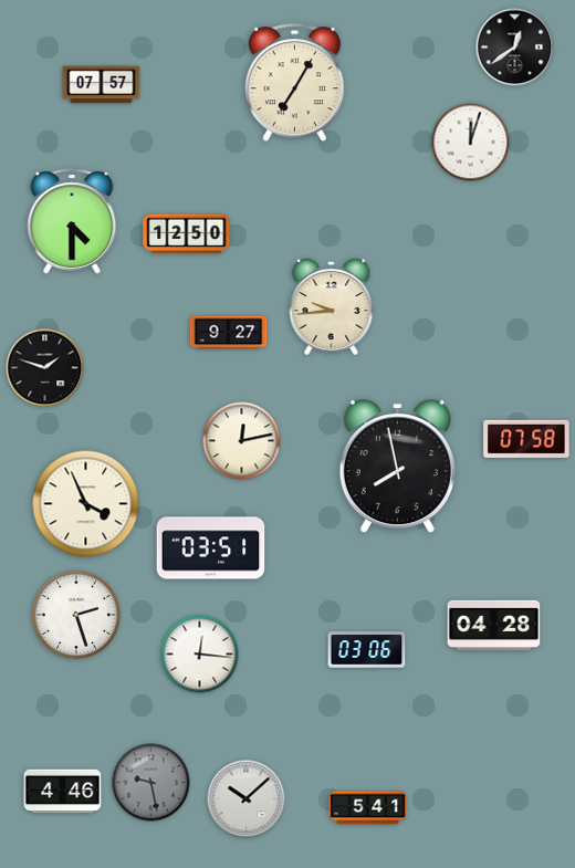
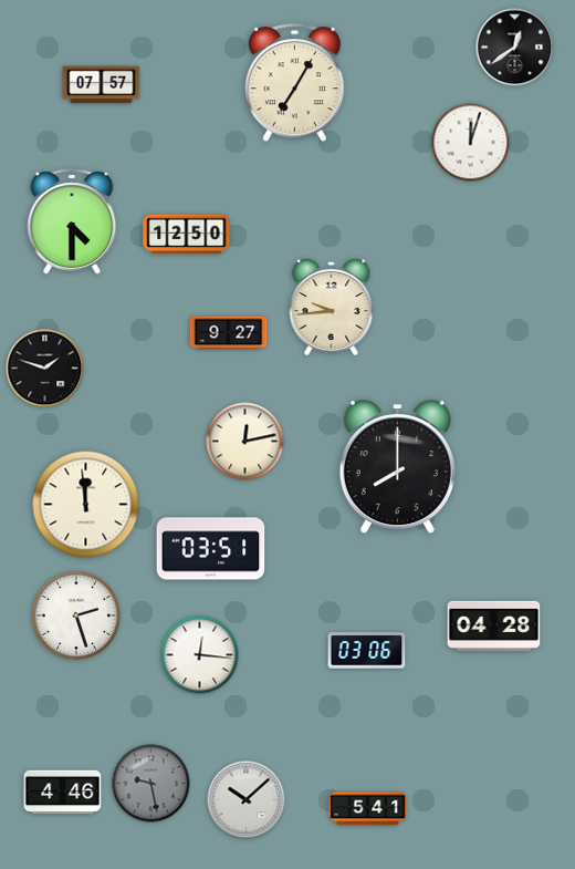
clock at (526, 439): 07:58 -> none
clock at (242, 441) position: (242, 441) -> (245, 442)
clock at (397, 467): 7:58 -> 8:00
clock at (86, 504): 3:56 -> 11:59
